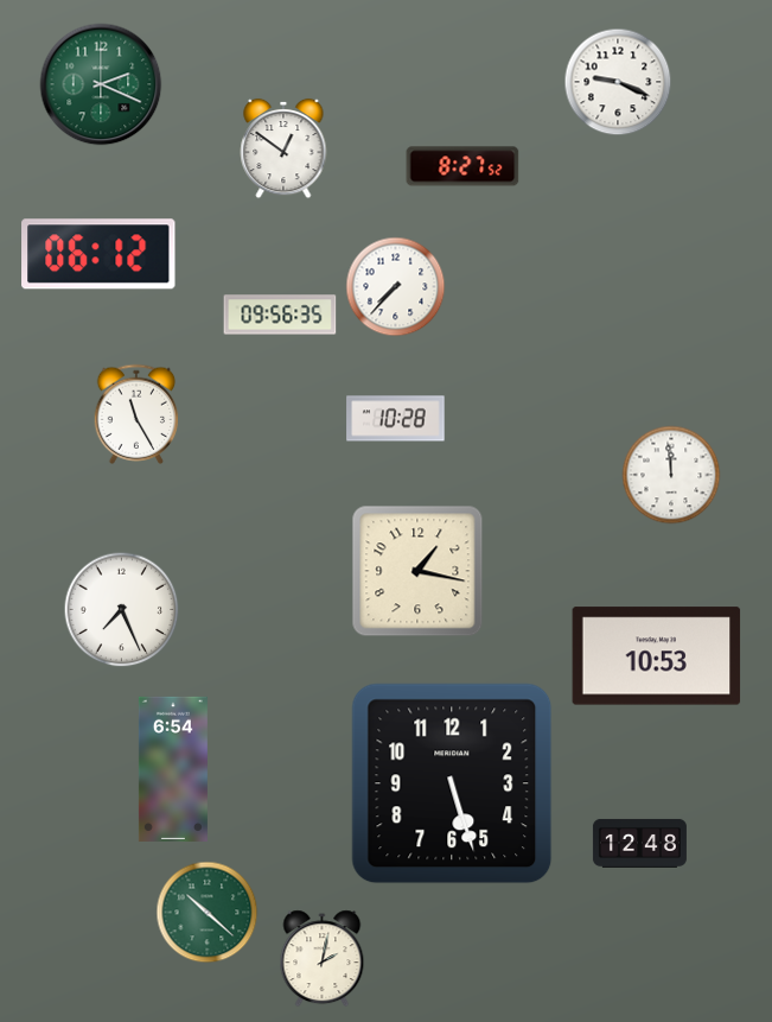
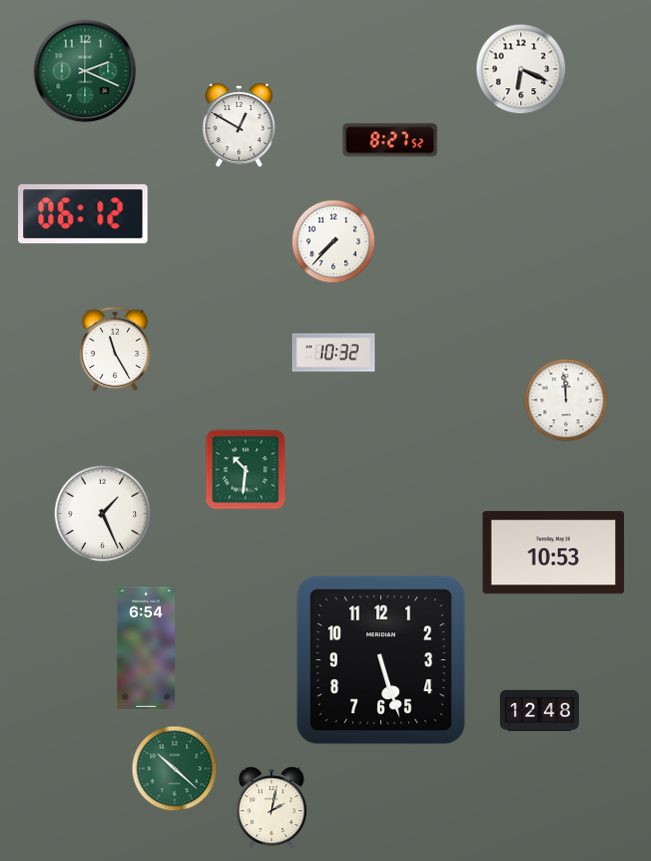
clock at (618, 82): 9:19 -> 6:19
clock at (283, 148): 12:51 -> 12:50
clock at (280, 315): 09:56 -> none
clock at (396, 419): 10:28 -> 10:32
clock at (246, 470): none -> 10:31
clock at (417, 571): 1:17 -> none
clock at (122, 610): 7:26 -> 1:26
